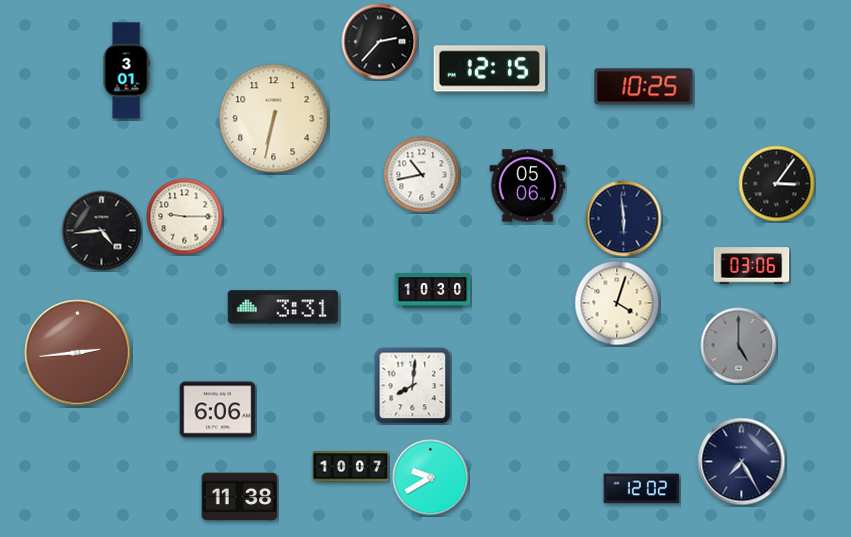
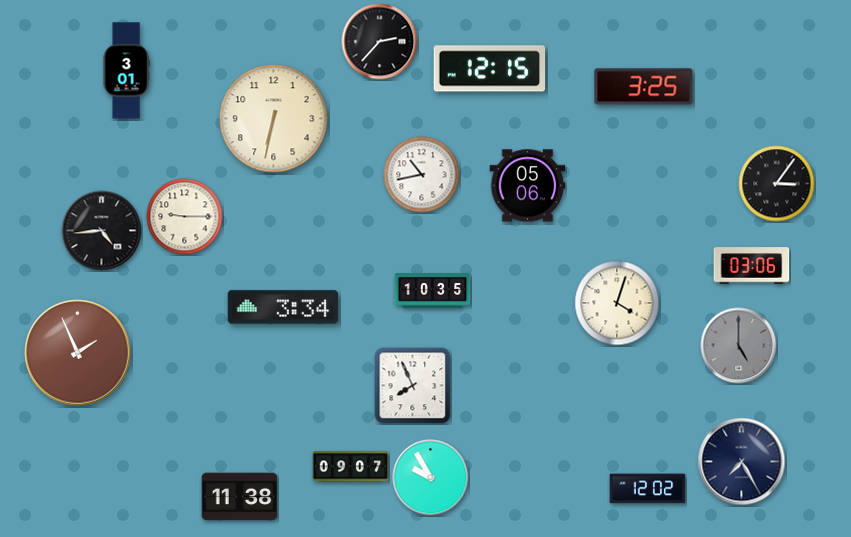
clock at (644, 87): 10:25 -> 3:25
clock at (624, 219): 5:59 -> none
clock at (433, 291): 10:30 -> 10:35
clock at (283, 307): 3:31 -> 3:34
clock at (78, 353): 2:44 -> 1:56
clock at (413, 386): 8:01 -> 7:56
clock at (218, 410): 6:06 -> none
clock at (351, 467): 10:07 -> 09:07
clock at (431, 478): 9:40 -> 9:55
clock at (642, 489) position: (642, 489) -> (648, 489)
